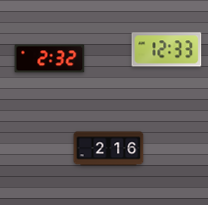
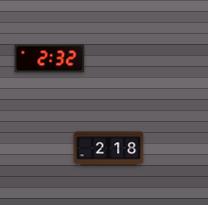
clock at (167, 50): 12:33 -> none
clock at (109, 149): 2:16 -> 2:18
